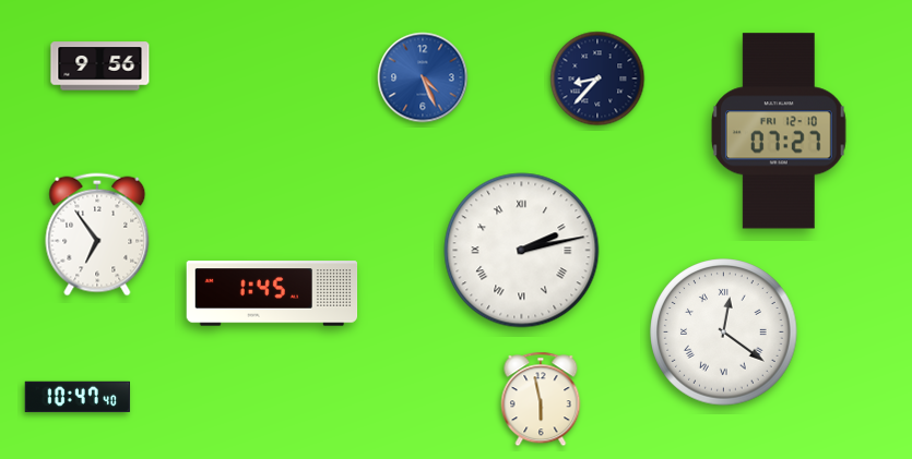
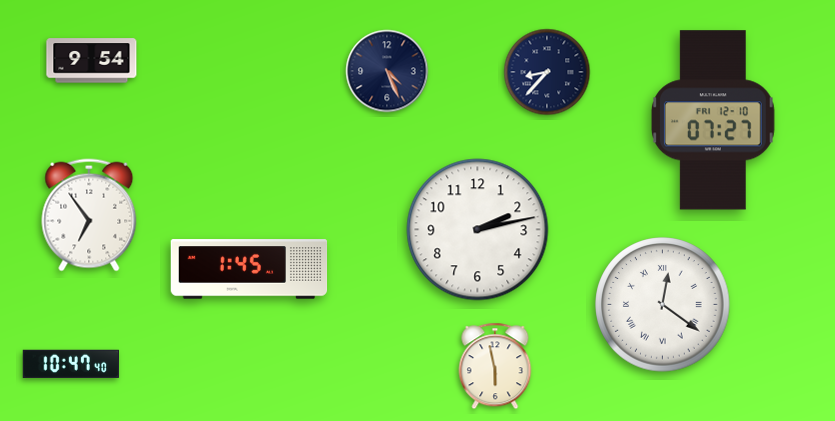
clock at (100, 67): 9:56 -> 9:54
clock at (423, 77) dial: blue -> navy
clock at (522, 251) numerals: Roman -> Arabic
